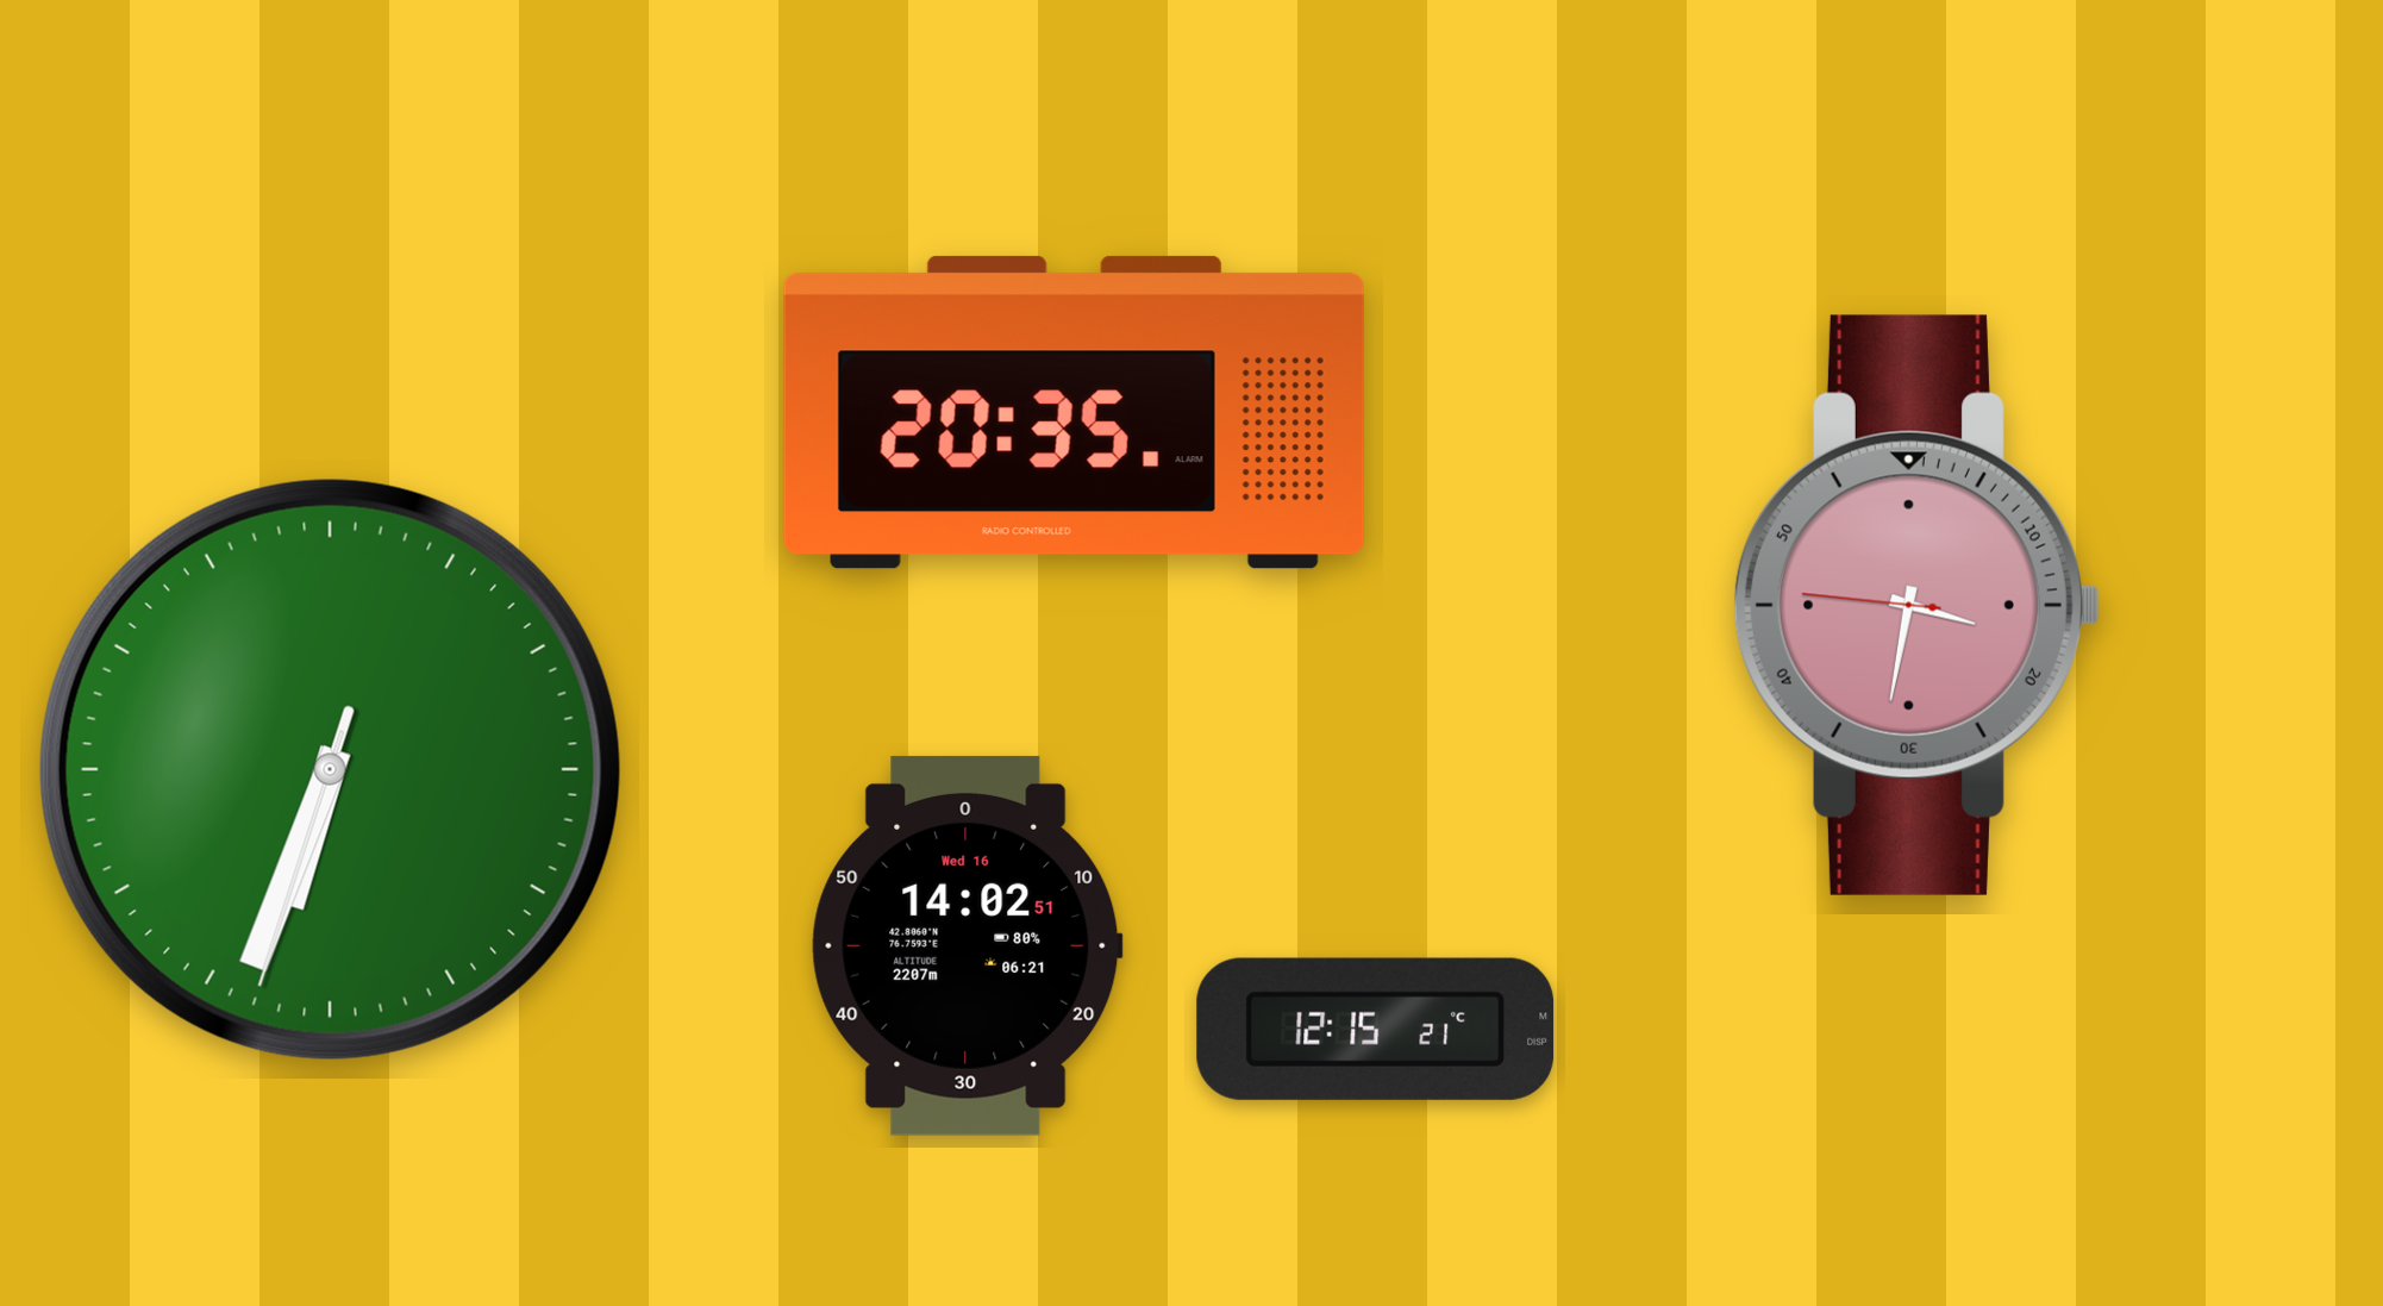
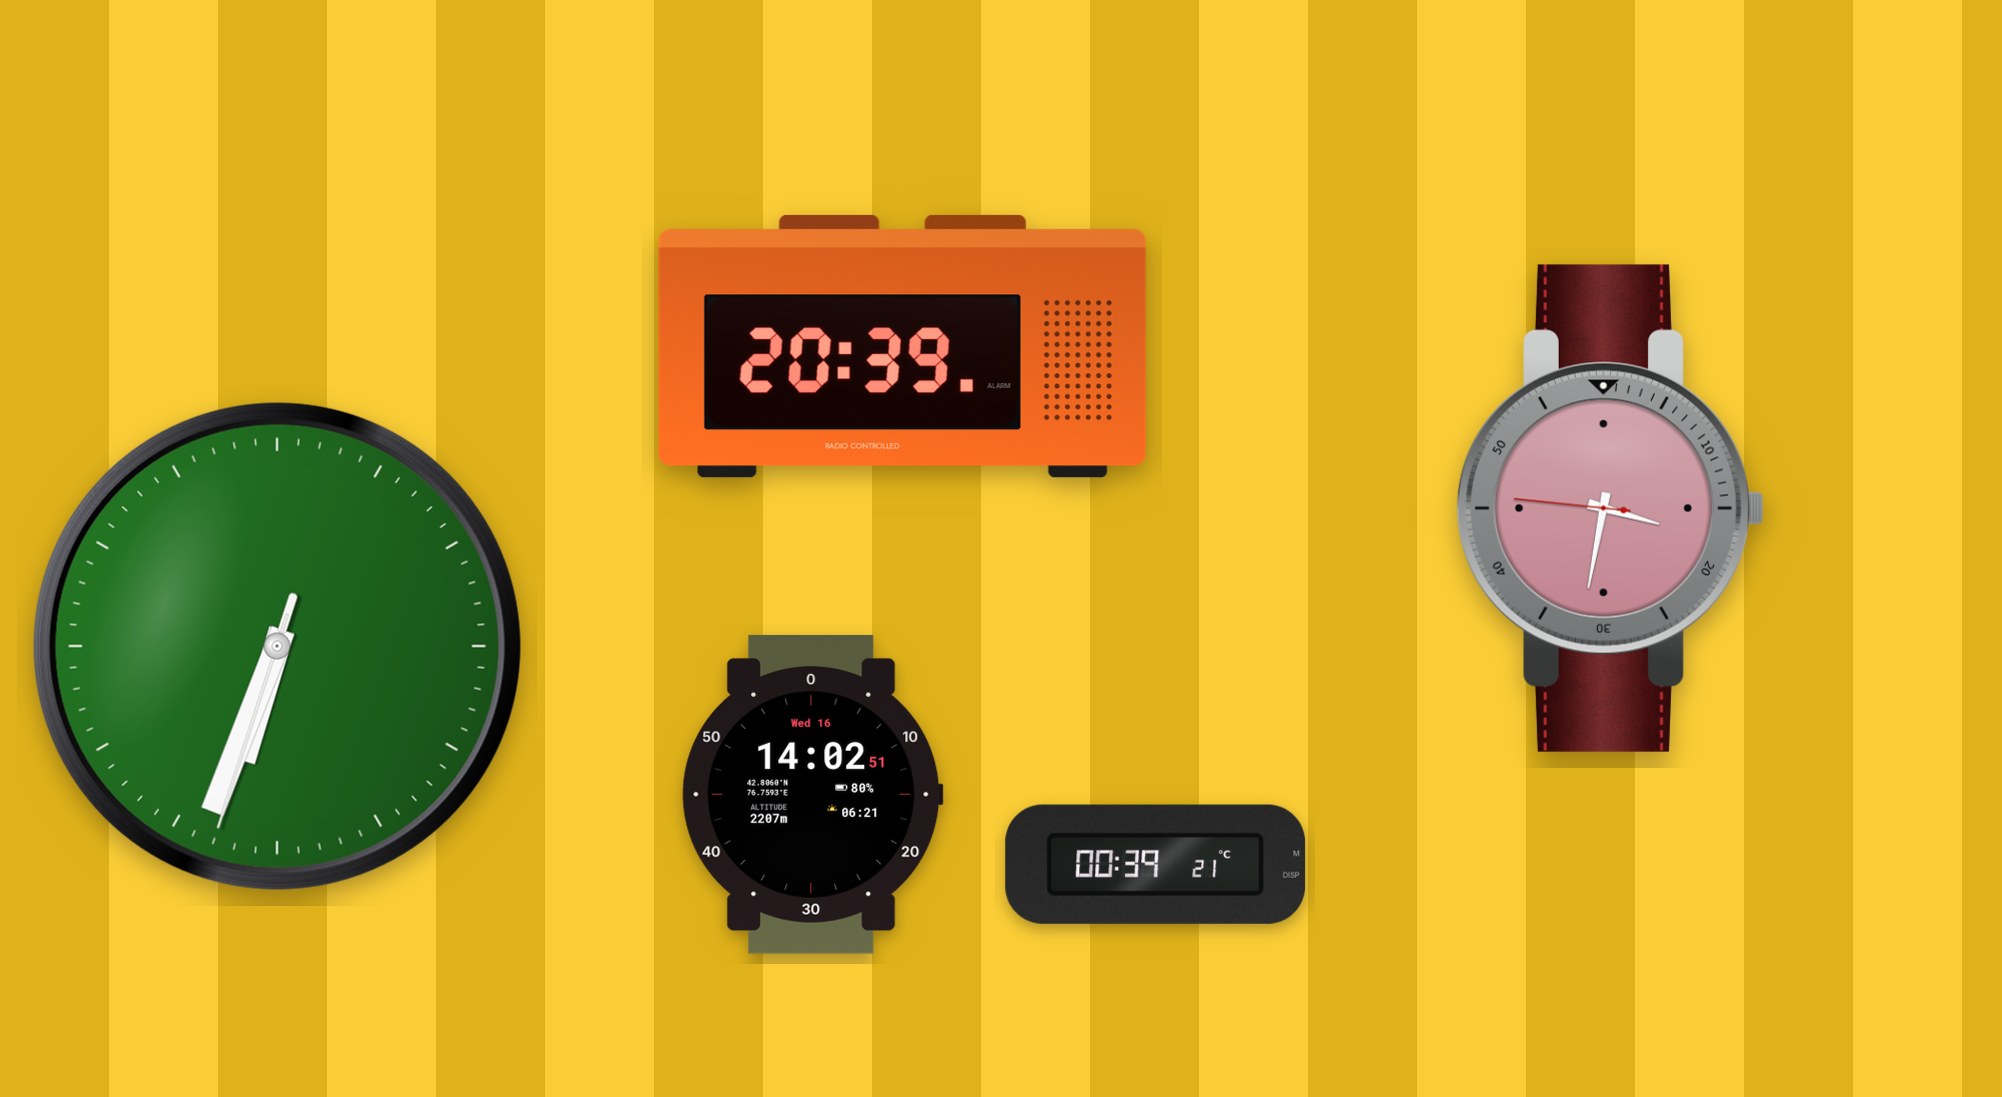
clock at (1074, 412): 20:35 -> 20:39
clock at (1376, 1029): 12:15 -> 00:39
